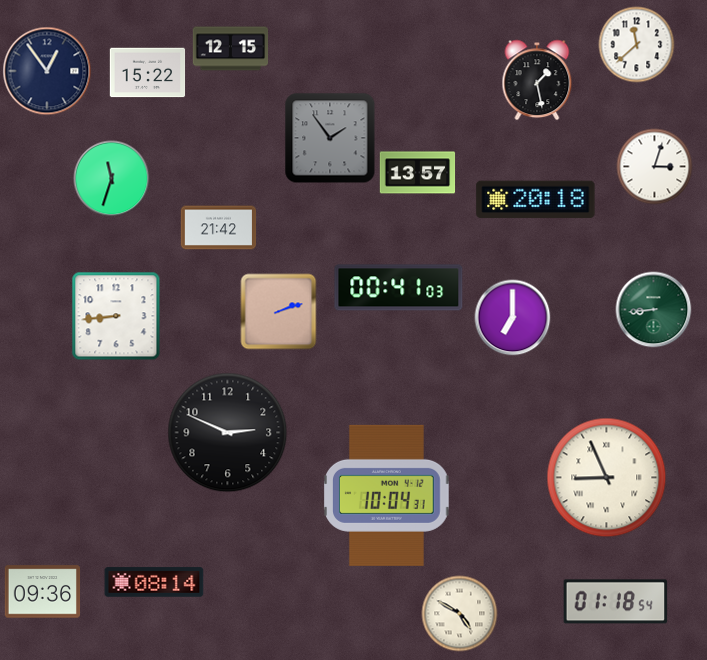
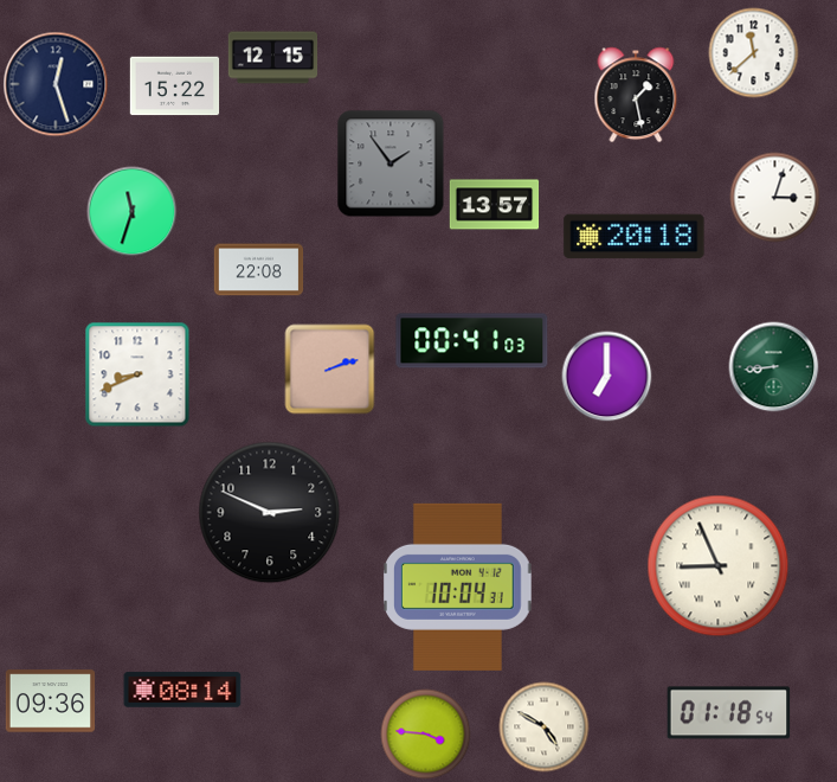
clock at (47, 71): 12:54 -> 12:27
clock at (219, 228): 21:42 -> 22:08
clock at (116, 316): 8:44 -> 8:41
clock at (426, 735): none -> 3:46
